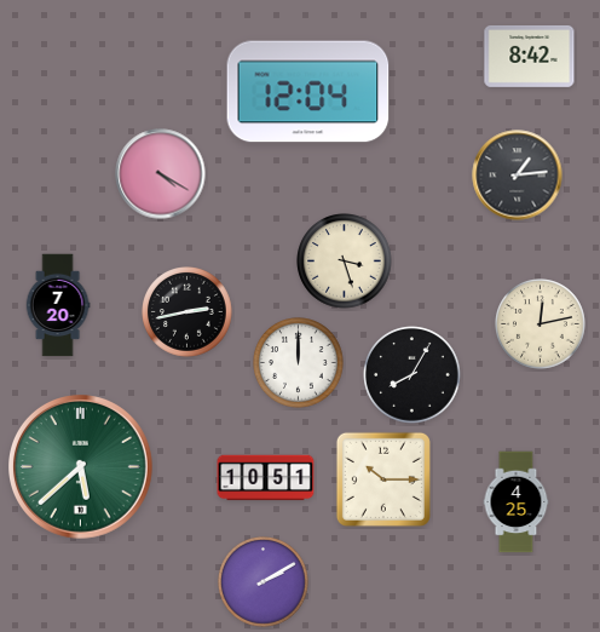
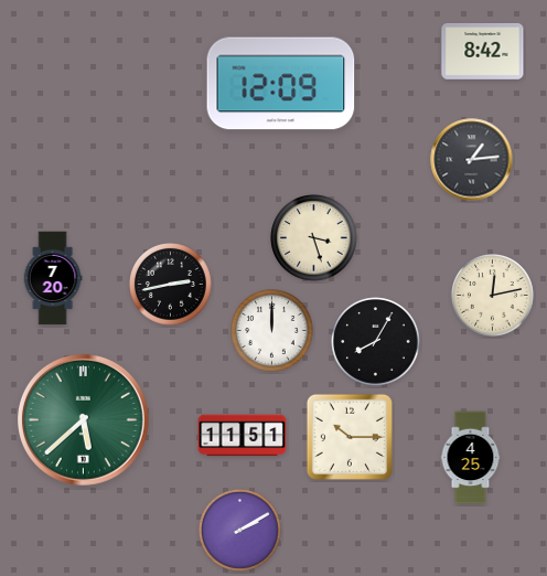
clock at (308, 92): 12:04 -> 12:09
clock at (161, 174): 4:20 -> none
clock at (81, 467) position: (81, 467) -> (84, 420)
clock at (266, 478): 10:51 -> 11:51
